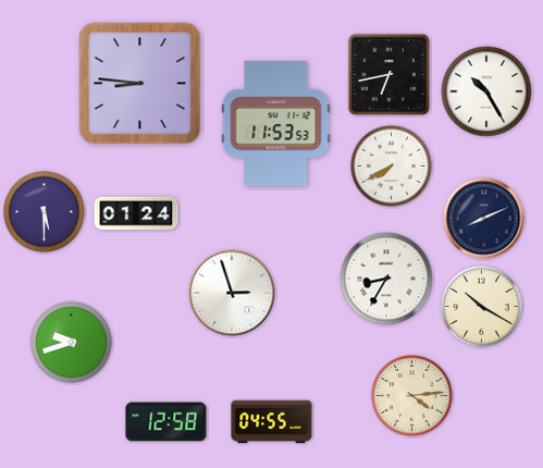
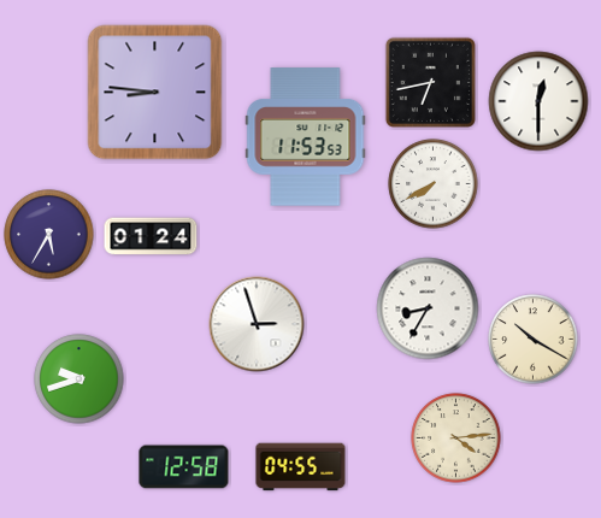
clock at (486, 91): 10:25 -> 12:30
clock at (45, 212): 5:30 -> 5:35
clock at (484, 219): 8:11 -> none
